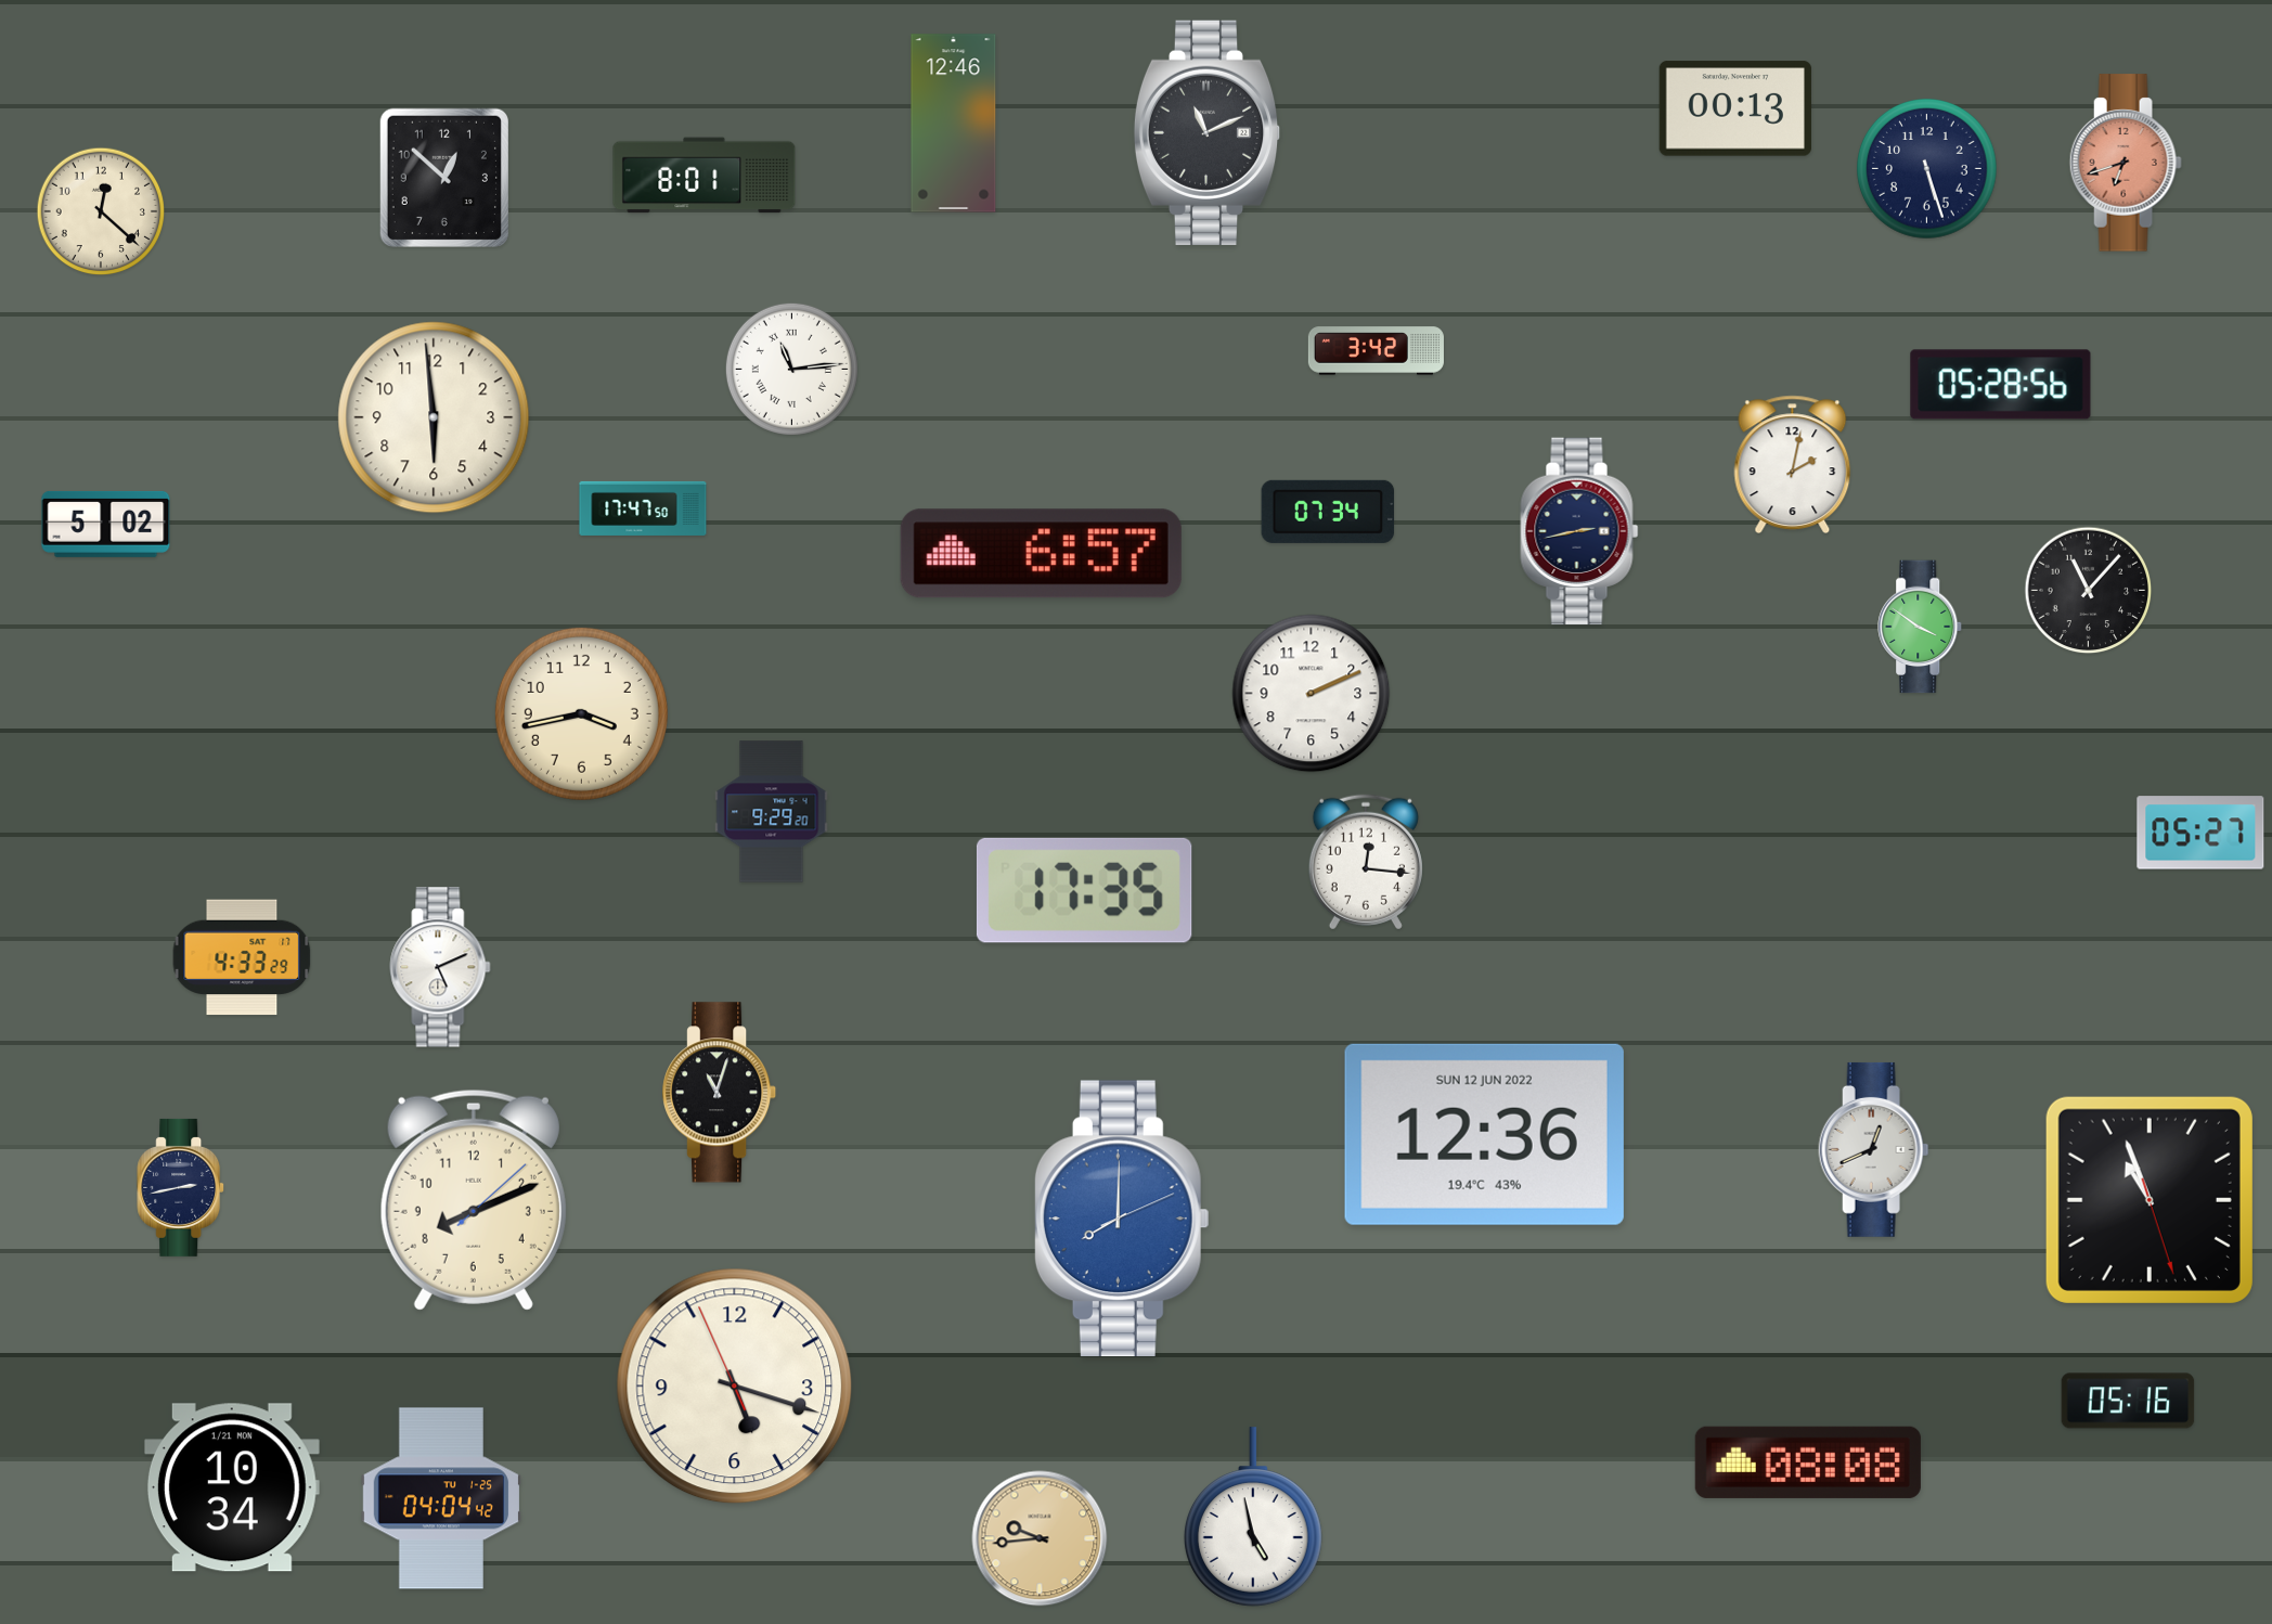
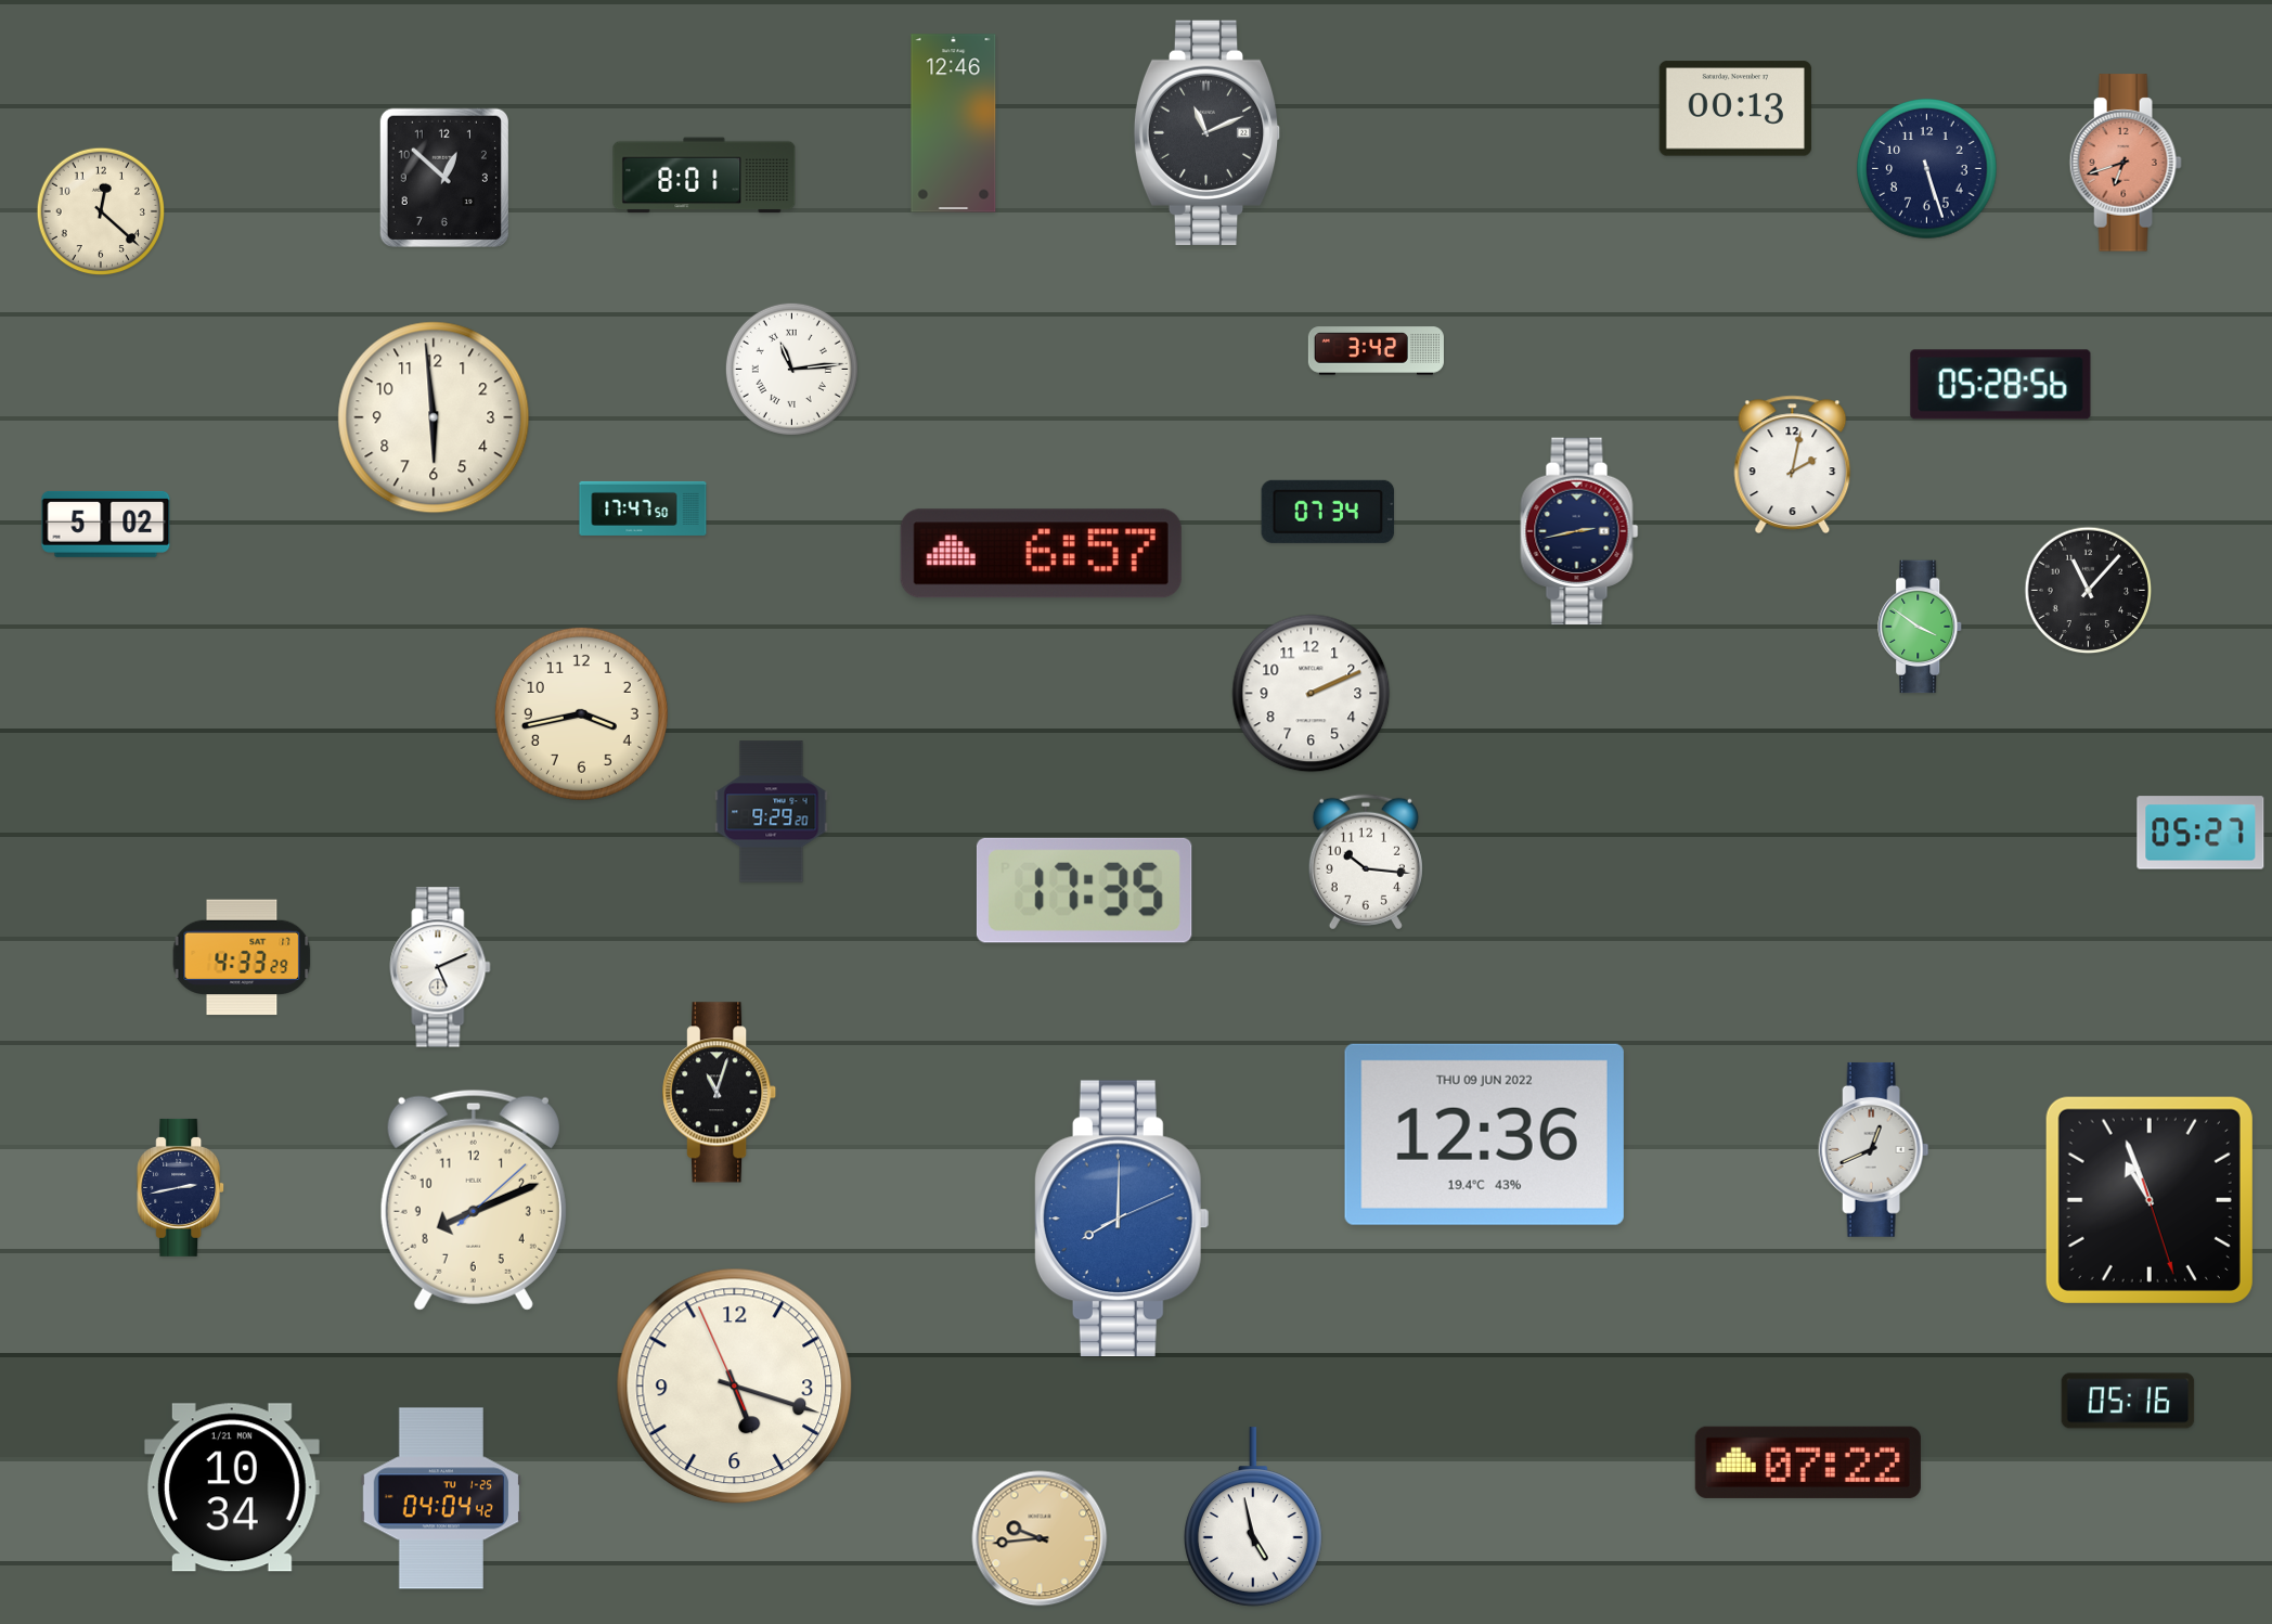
clock at (1366, 862): 12:16 -> 10:16
clock at (1484, 1134) date: SUN 12 JUN 2022 -> THU 09 JUN 2022
clock at (1808, 1462): 08:08 -> 07:22
